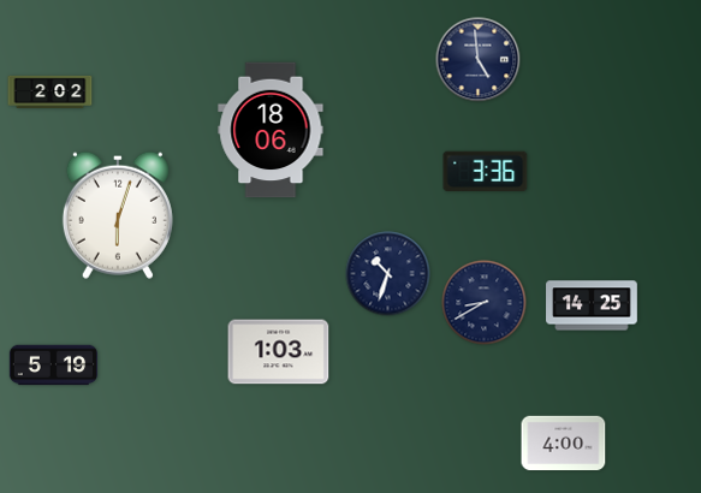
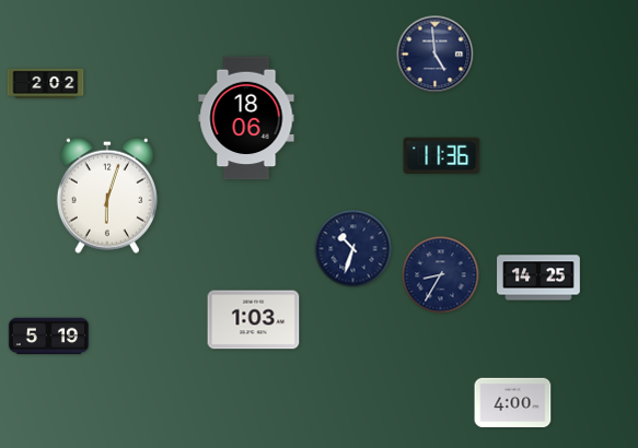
clock at (486, 172): 3:36 -> 11:36
clock at (485, 303): 8:40 -> 8:35
clock at (54, 366) position: (54, 366) -> (49, 337)
